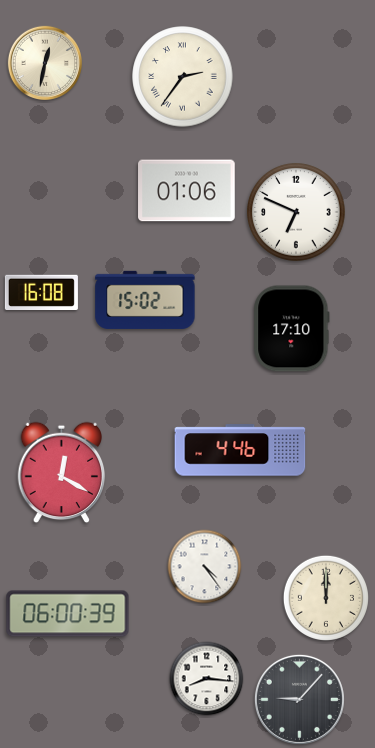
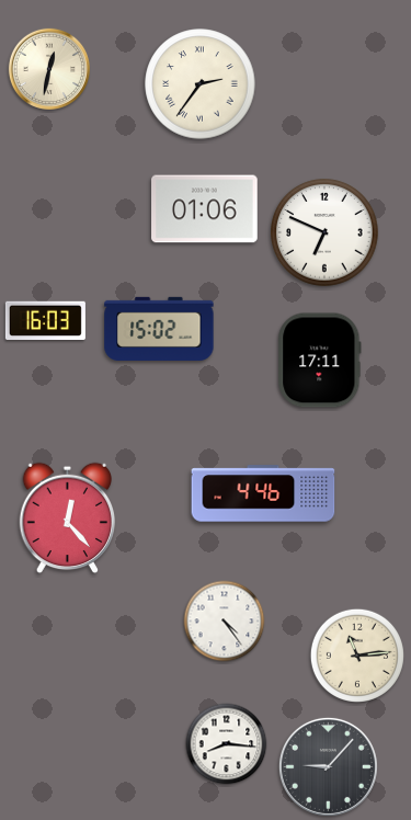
clock at (41, 292): 16:08 -> 16:03
clock at (292, 329): 17:10 -> 17:11
clock at (62, 473): 12:20 -> 12:23
clock at (325, 597): 12:00 -> 11:14
clock at (68, 614): 06:00 -> none
